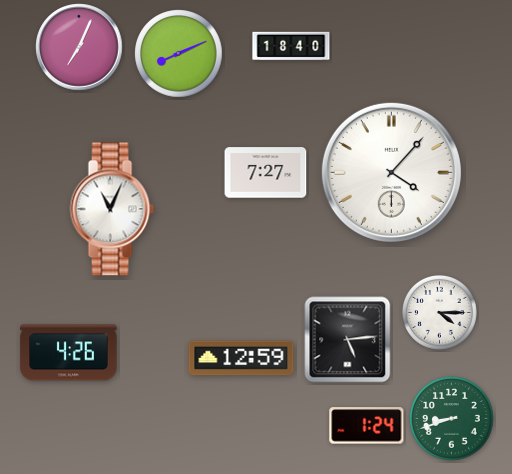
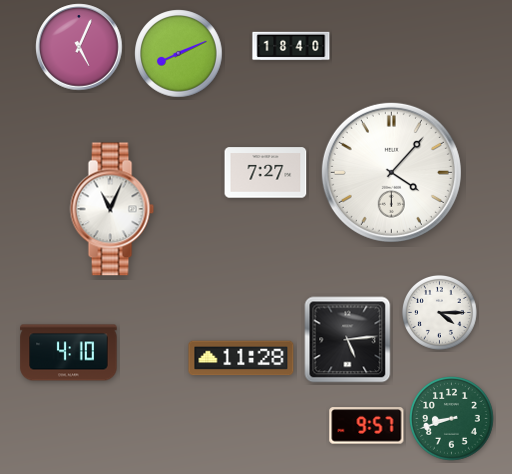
clock at (79, 47): 7:04 -> 5:04
clock at (69, 353): 4:26 -> 4:10
clock at (241, 358): 12:59 -> 11:28
clock at (367, 426): 1:24 -> 9:57
